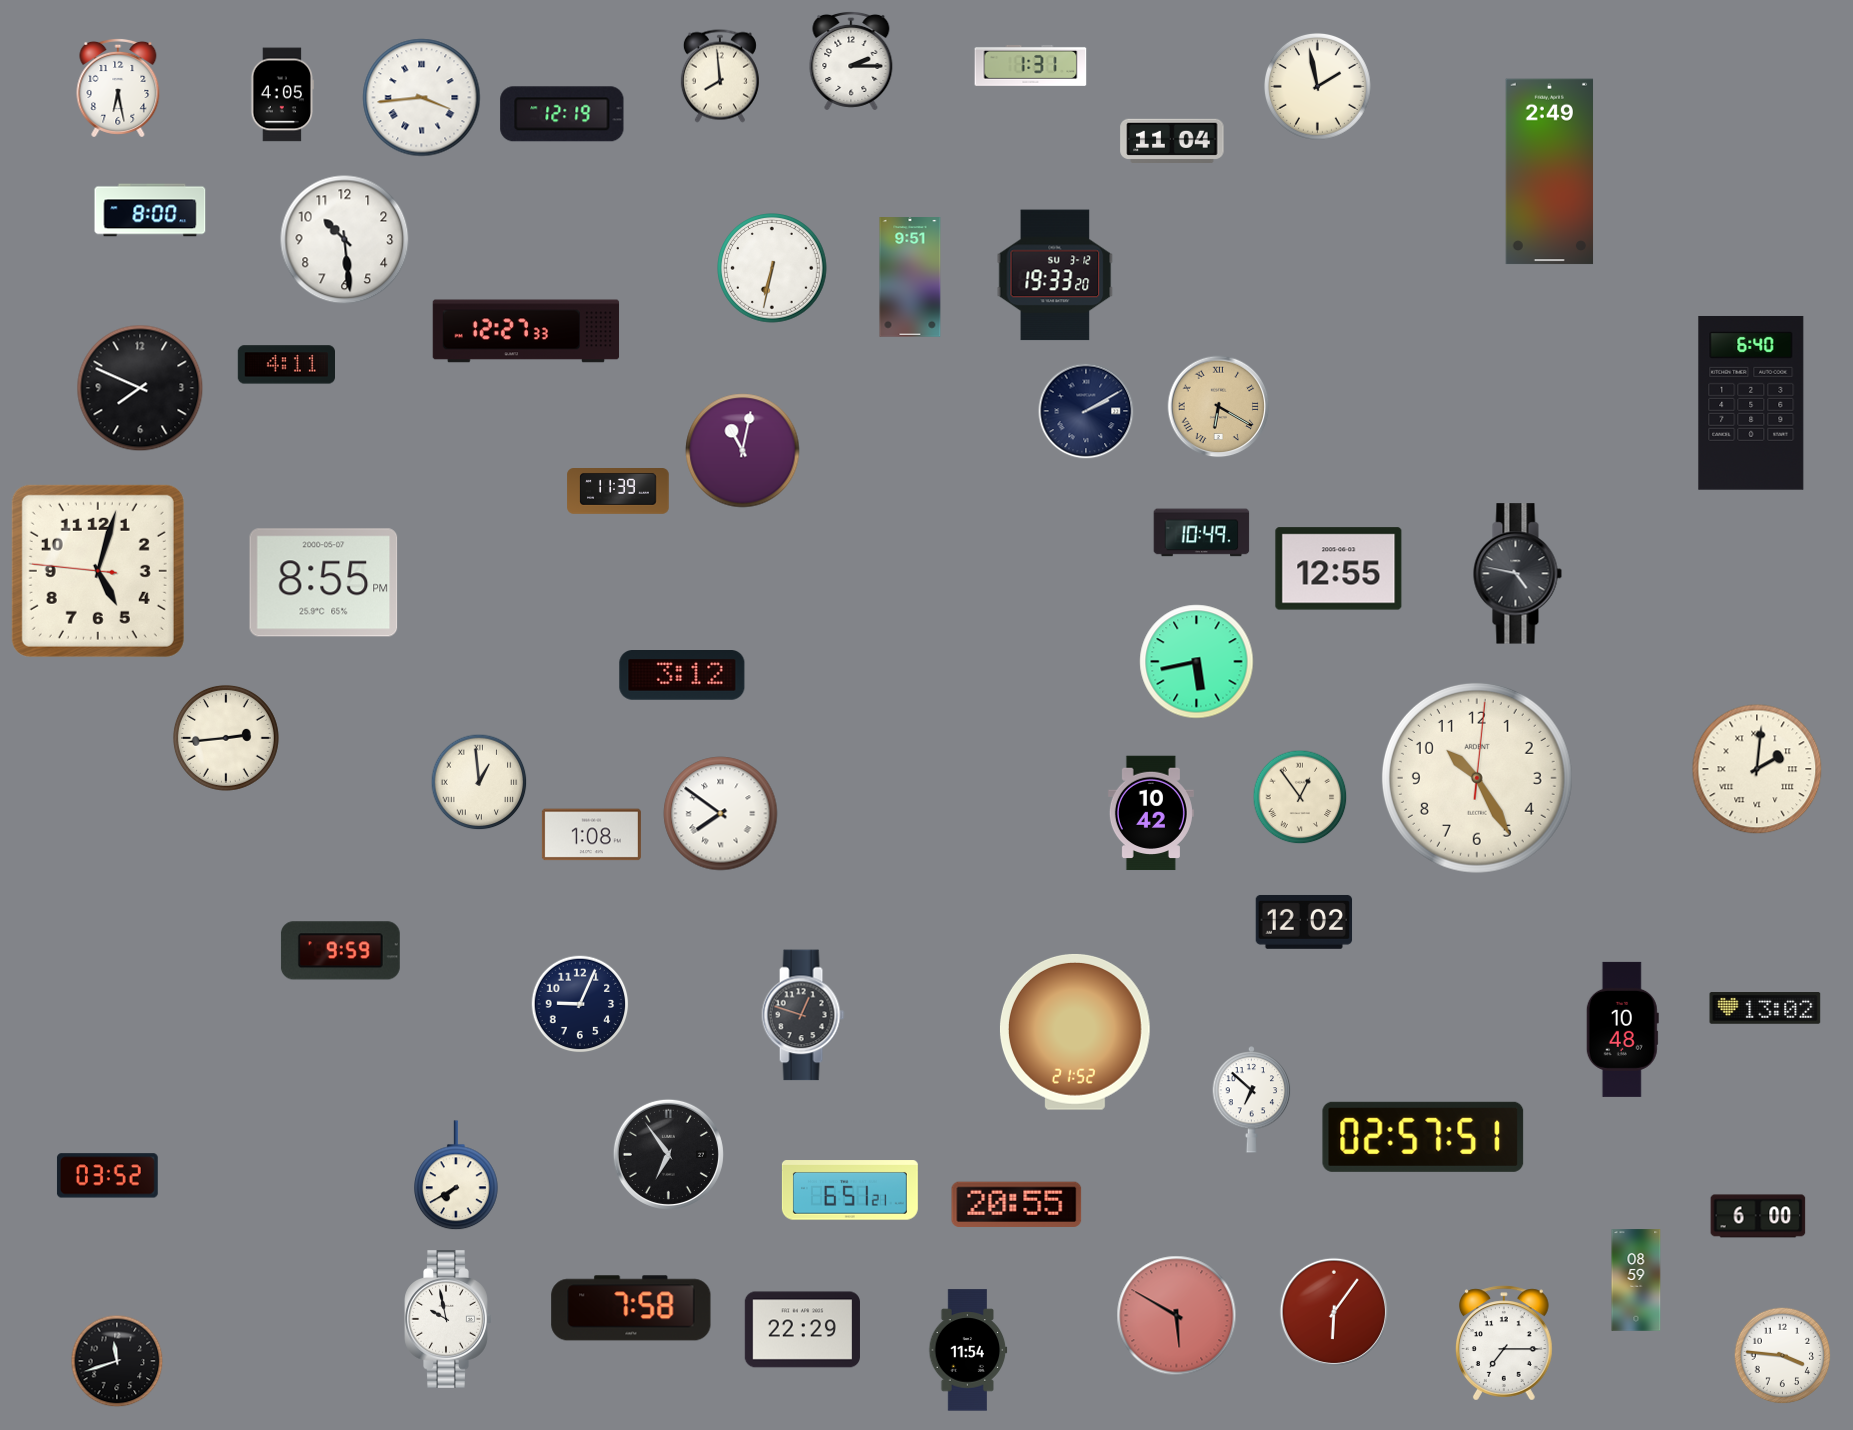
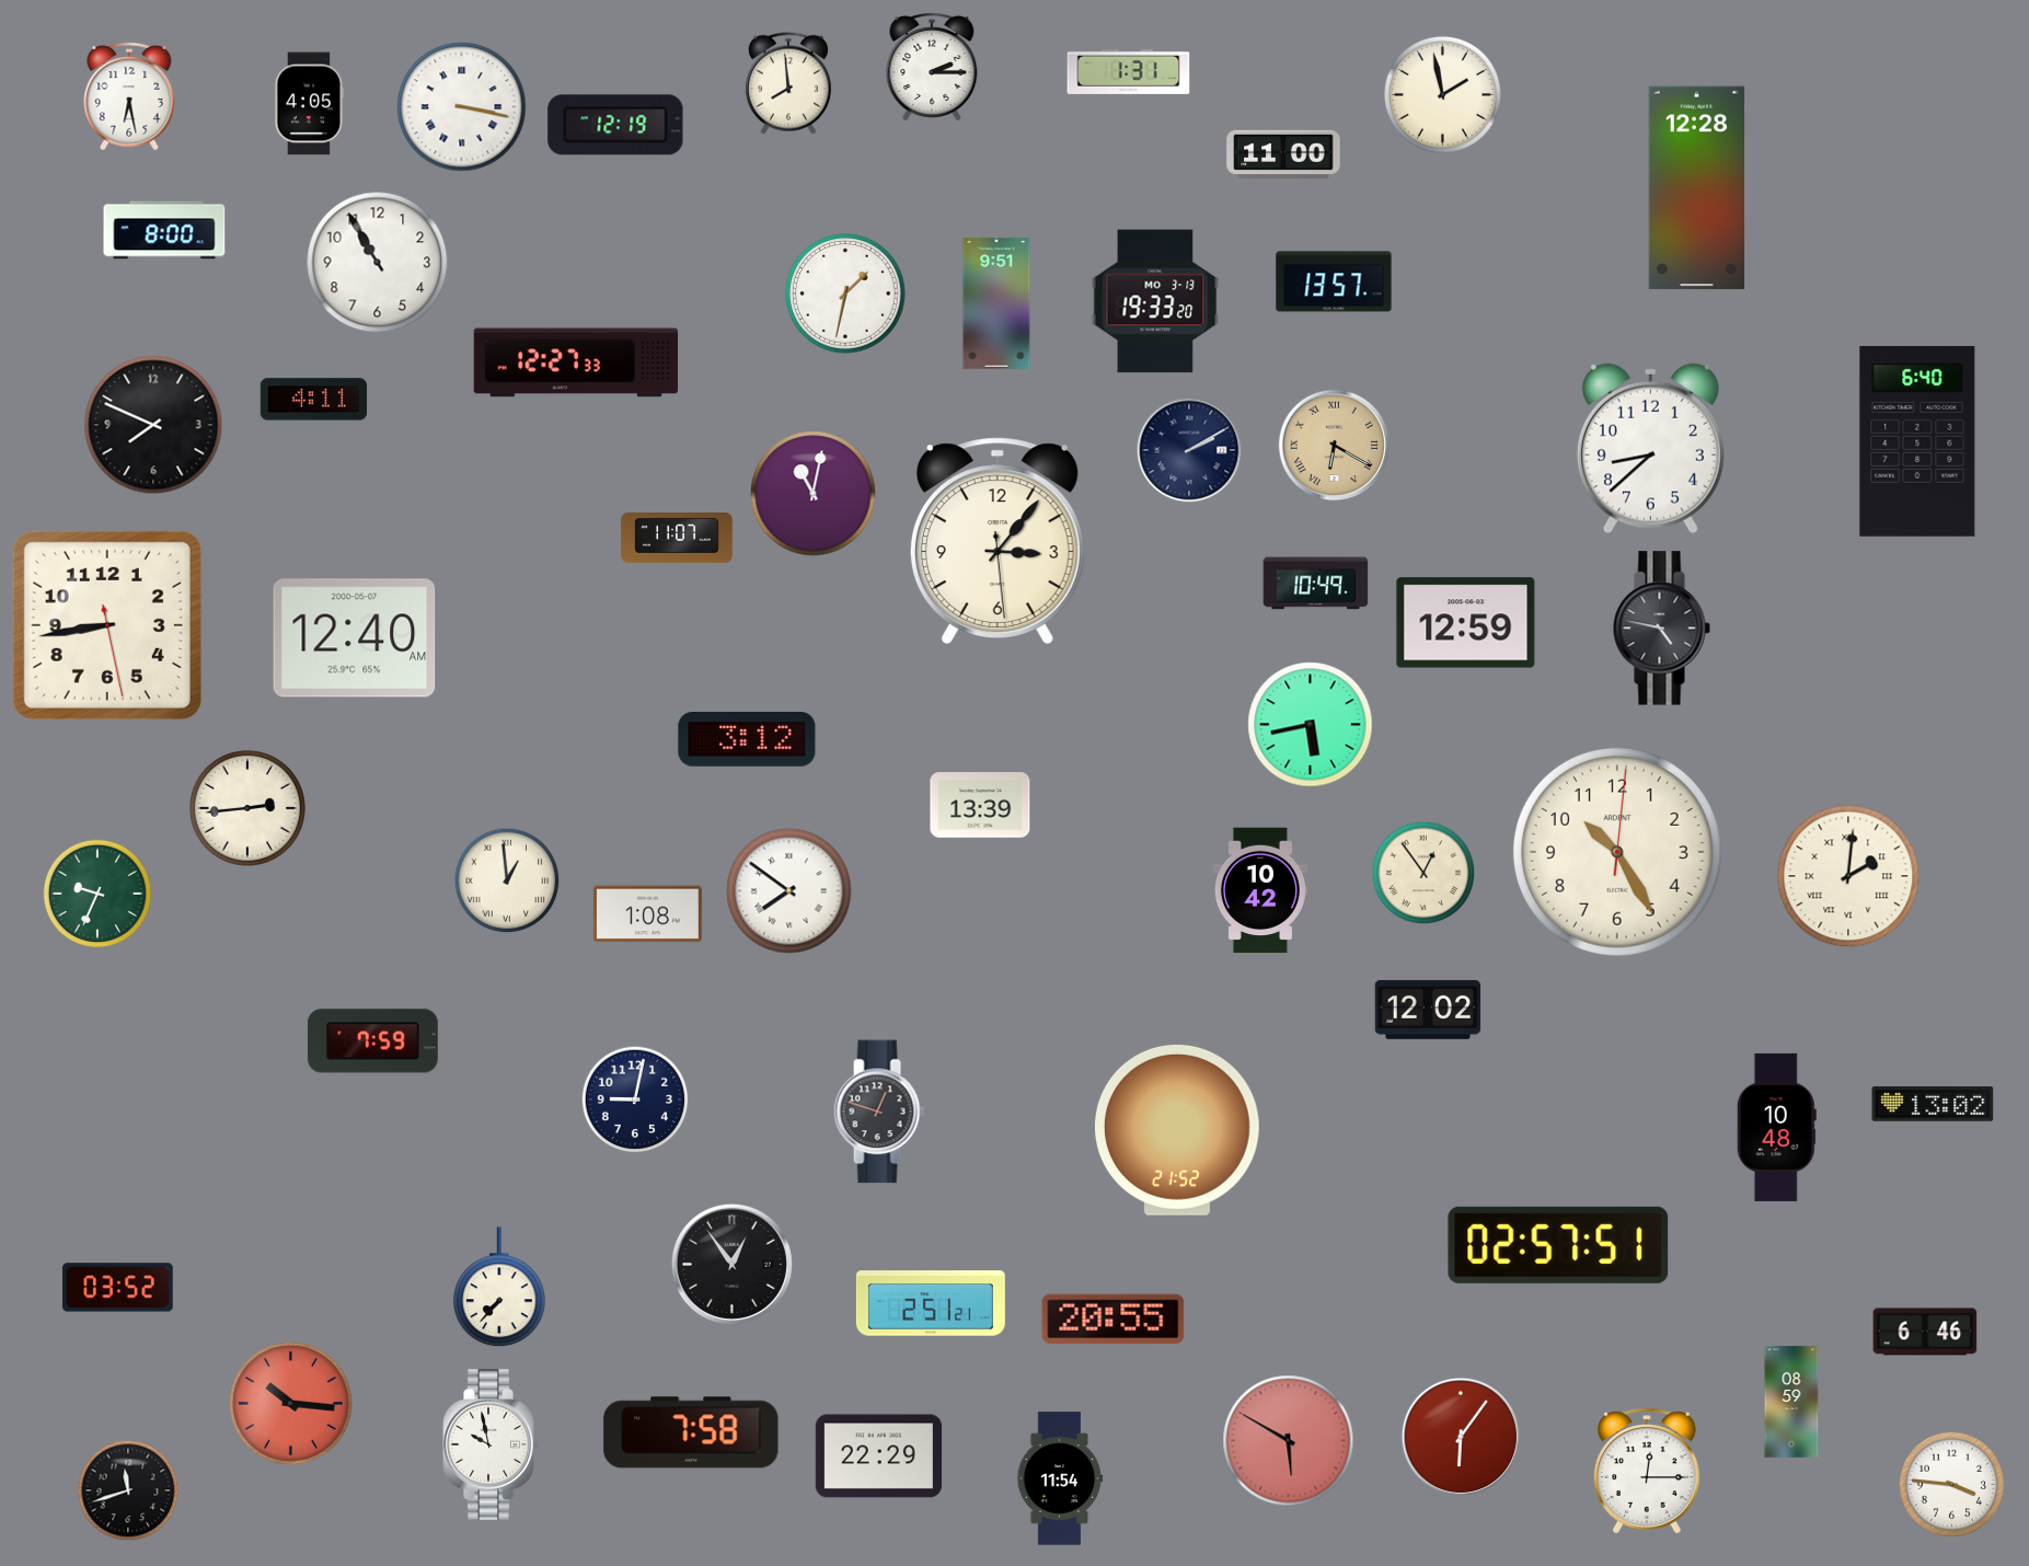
clock at (422, 98): 3:44 -> 3:17
clock at (1172, 140): 11:04 -> 11:00
clock at (1550, 172): 2:49 -> 12:28
clock at (345, 240): 10:29 -> 10:55
clock at (1334, 281): none -> 13:57
clock at (772, 268): 6:32 -> 1:32
clock at (1055, 275) date: SU 3-12 -> MO 3-13
clock at (1650, 449): none -> 8:38
clock at (618, 492): 11:39 -> 11:07
clock at (998, 541): none -> 3:06
clock at (1339, 569): 12:55 -> 12:59
clock at (98, 571): 5:02 -> 8:43
clock at (324, 583): 8:55 -> 12:40
clock at (980, 806): none -> 13:39
clock at (1757, 769) position: (1757, 769) -> (1848, 876)
clock at (479, 782) position: (479, 782) -> (507, 880)
clock at (96, 893): none -> 9:34
clock at (340, 951): 9:59 -> 7:59
clock at (580, 1004): 9:04 -> 9:02
clock at (1252, 1100): 6:52 -> none
clock at (668, 1154): 6:54 -> 12:54
clock at (457, 1176): 7:40 -> 7:37
clock at (850, 1190): 6:51 -> 2:51
clock at (1758, 1216): 6:00 -> 6:46
clock at (291, 1404): none -> 10:16
clock at (1505, 1343): 7:15 -> 12:15
